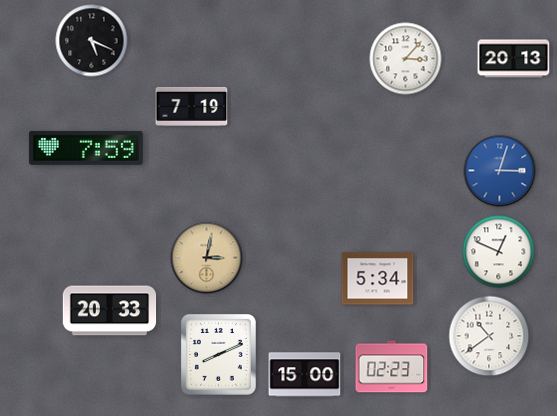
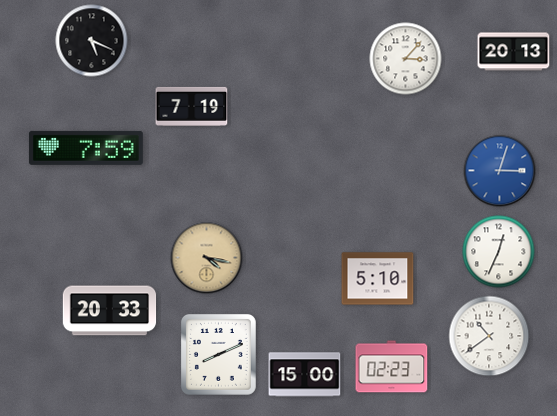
clock at (514, 59) position: (514, 59) -> (514, 52)
clock at (499, 252): 12:49 -> 12:34
clock at (207, 258): 3:02 -> 4:17
clock at (378, 279): 5:34 -> 5:10
